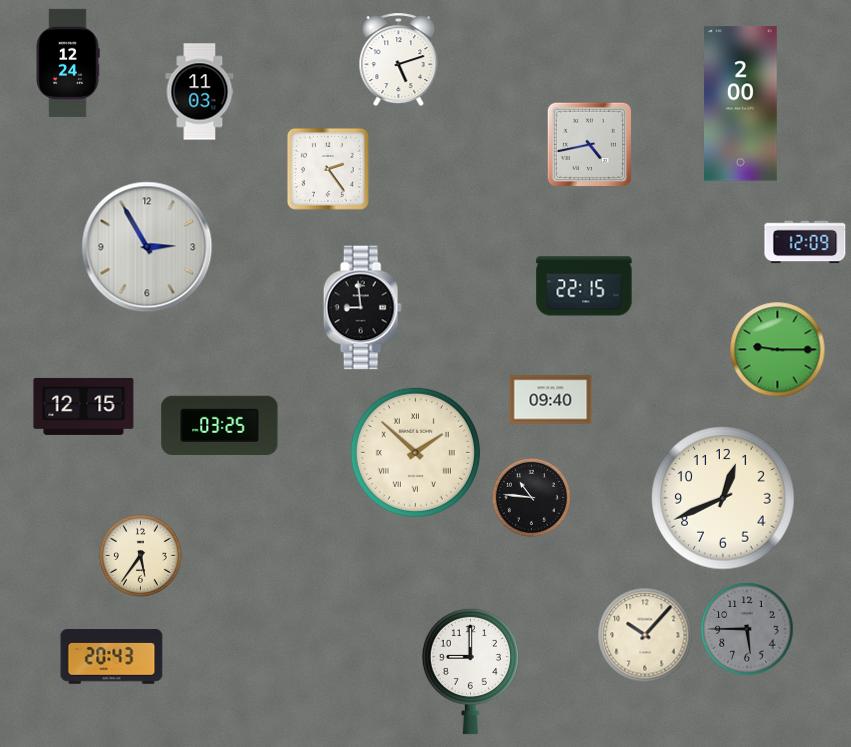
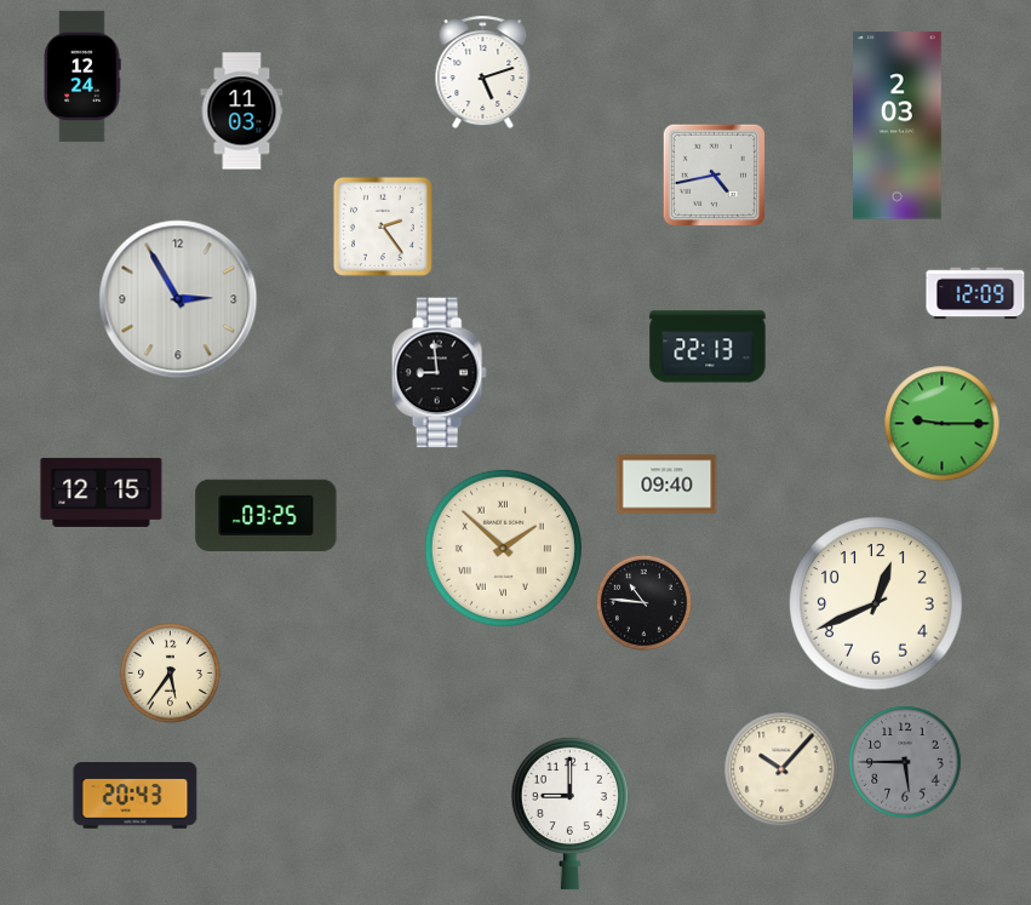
clock at (741, 104): 2:00 -> 2:03
clock at (328, 169) position: (328, 169) -> (383, 227)
clock at (584, 286): 22:15 -> 22:13
